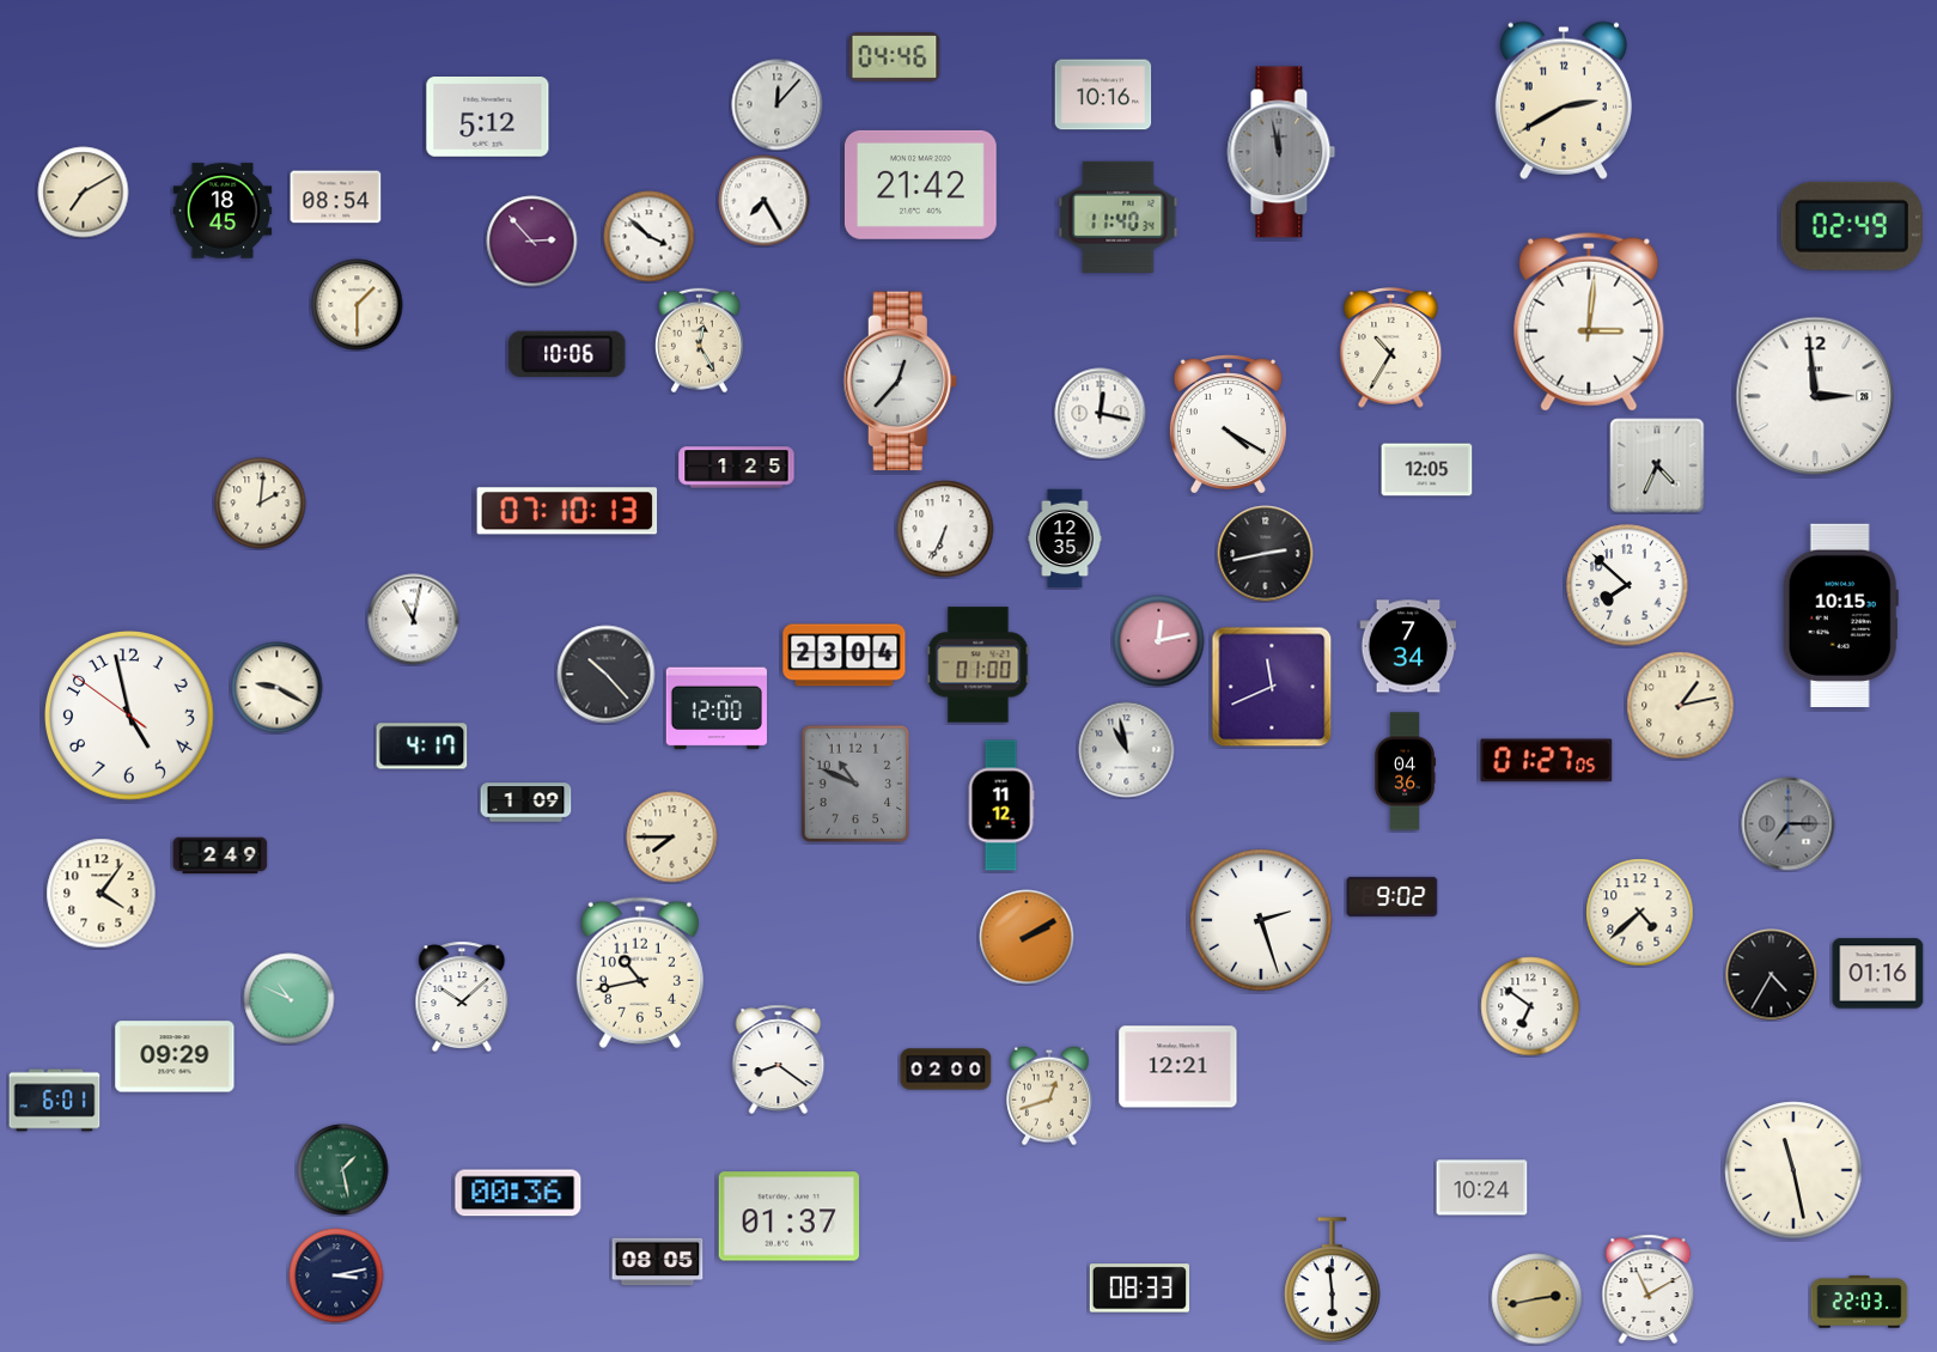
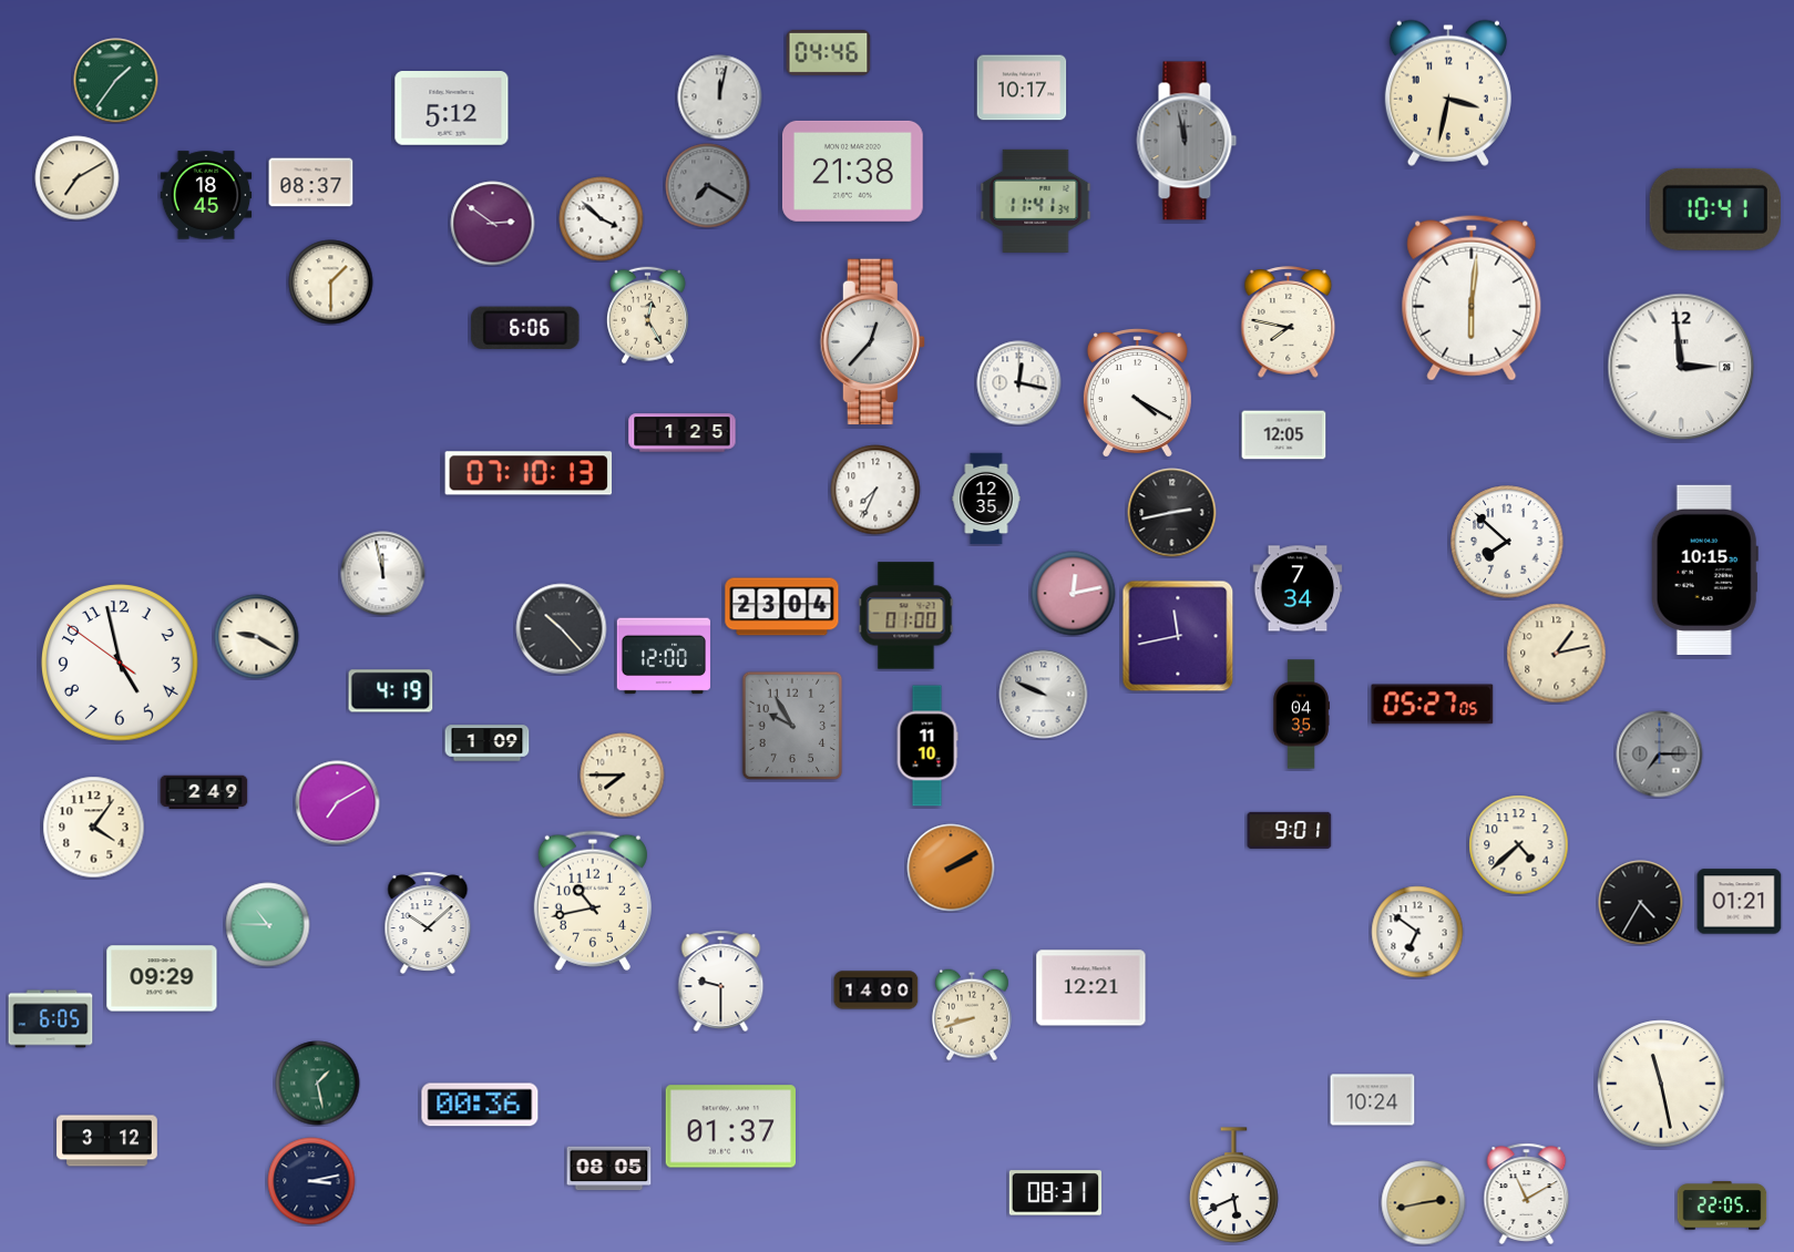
clock at (116, 81): none -> 1:36
clock at (1103, 95): 10:16 -> 10:17
clock at (1564, 101): 2:40 -> 3:32
clock at (778, 105): 12:07 -> 12:02
clock at (920, 184): 21:42 -> 21:38
clock at (336, 197): 08:54 -> 08:37
clock at (765, 201): 7:25 -> 7:20
clock at (765, 201) dial: white -> grey
clock at (1119, 217): 11:40 -> 11:41
clock at (1852, 226): 02:49 -> 10:41
clock at (532, 242): 2:53 -> 2:51
clock at (1589, 322): 3:01 -> 6:01
clock at (1391, 348): 10:35 -> 7:47
clock at (567, 354): 10:06 -> 6:06
clock at (900, 382) position: (900, 382) -> (872, 342)
clock at (1657, 465): 4:34 -> none
clock at (1427, 470) position: (1427, 470) -> (1284, 435)
clock at (261, 504): 2:01 -> none
clock at (567, 511) position: (567, 511) -> (529, 473)
clock at (945, 529): 6:34 -> 7:34
clock at (414, 620): 11:02 -> 11:58
clock at (1408, 646) position: (1408, 646) -> (1298, 588)
clock at (607, 675) position: (607, 675) -> (562, 629)
clock at (1272, 687): 11:41 -> 11:43
clock at (422, 747): 4:17 -> 4:19
clock at (1127, 750): 10:58 -> 9:49
clock at (1547, 761): 01:27 -> 05:27
clock at (1405, 772): 04:36 -> 04:35
clock at (855, 784): 10:49 -> 9:55
clock at (1001, 805): 11:12 -> 11:10
clock at (1789, 824) position: (1789, 824) -> (1660, 755)
clock at (338, 803): none -> 7:10
clock at (1393, 896): 9:02 -> 9:01
clock at (1261, 920): 2:27 -> none
clock at (1878, 974): 01:16 -> 01:21
clock at (290, 999): 10:49 -> 10:45
clock at (779, 1059): 8:21 -> 9:30
clock at (946, 1070): 02:00 -> 14:00
clock at (1049, 1096): 12:42 -> 8:42
clock at (55, 1101): 6:01 -> 6:05
clock at (107, 1141): none -> 3:12
clock at (1333, 1280): 5:59 -> 5:41
clock at (1139, 1289): 08:33 -> 08:31
clock at (1859, 1302): 22:03 -> 22:05
